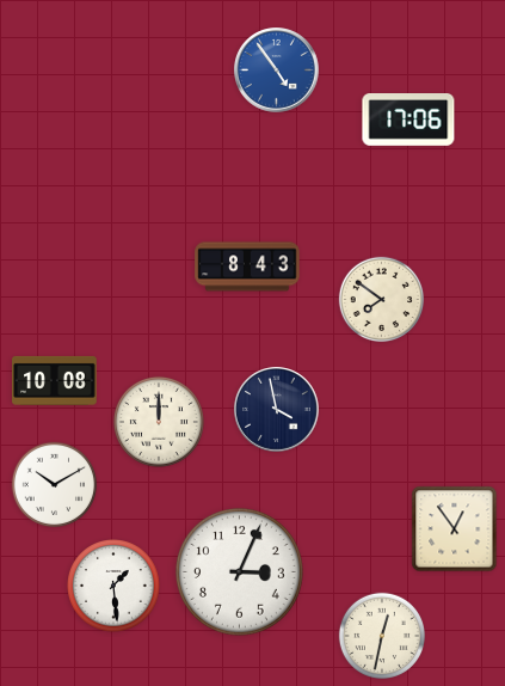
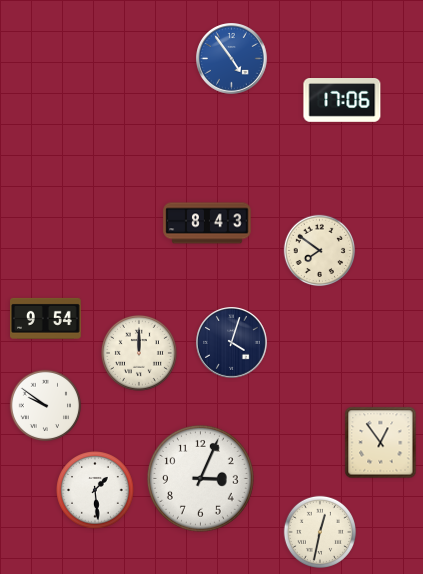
clock at (55, 380): 10:08 -> 9:54
clock at (277, 410): 3:58 -> 4:03
clock at (159, 422) position: (159, 422) -> (139, 353)
clock at (55, 485): 10:10 -> 9:51
